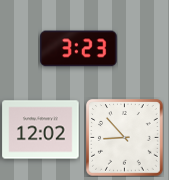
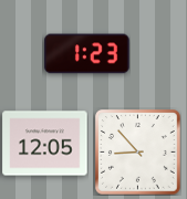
clock at (79, 49): 3:23 -> 1:23
clock at (41, 130): 12:02 -> 12:05
